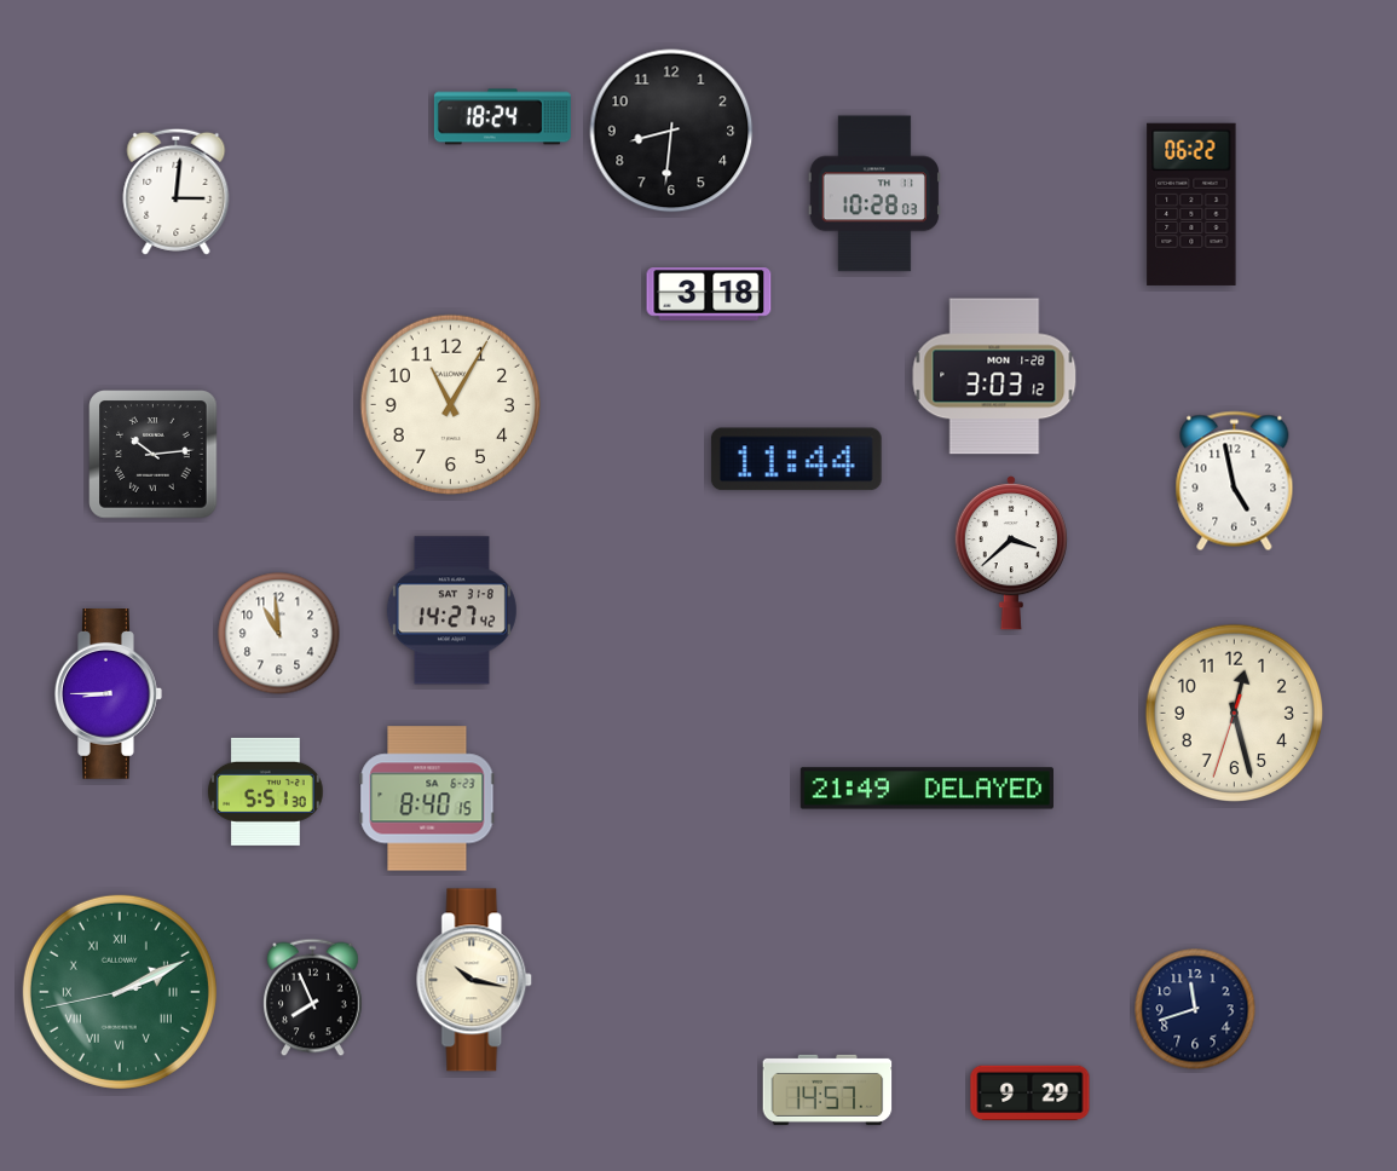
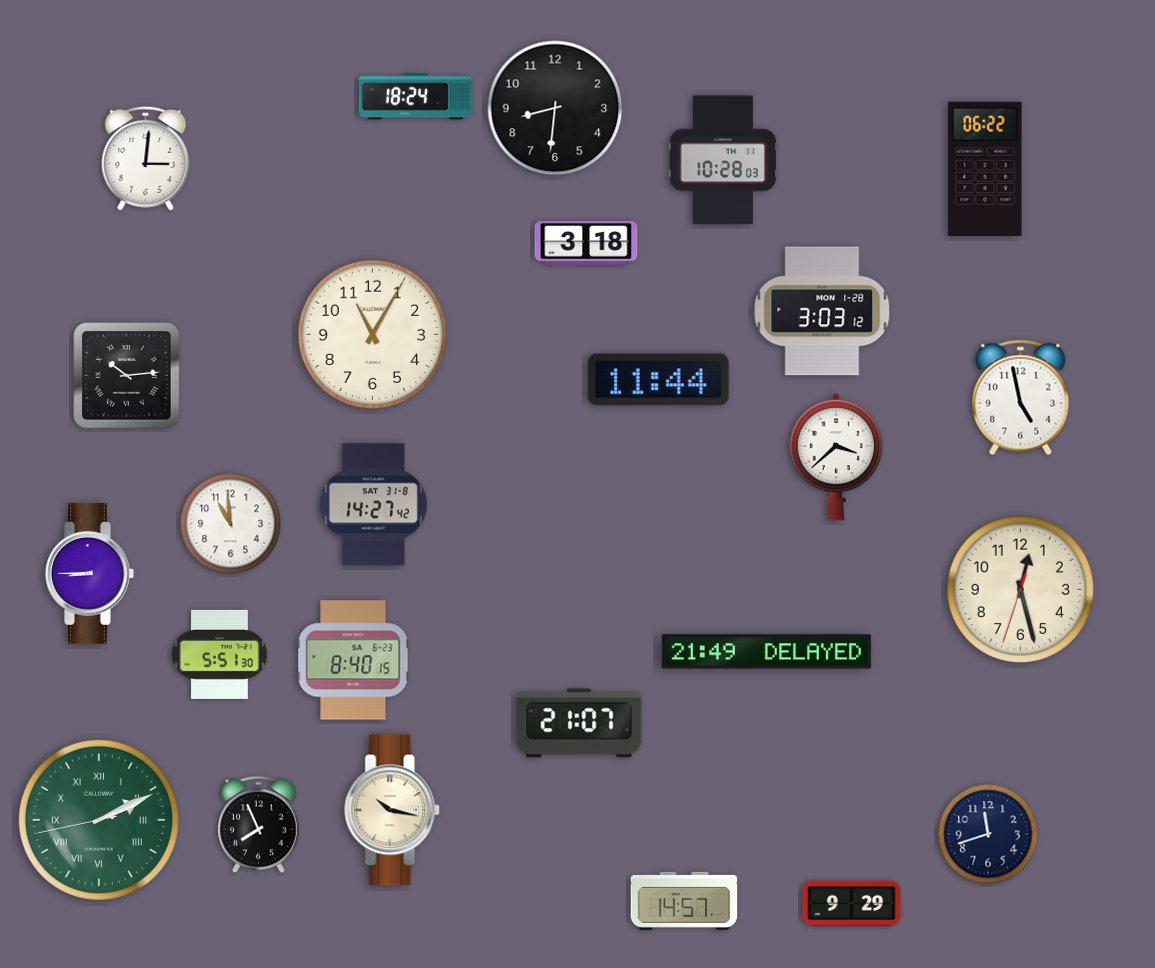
clock at (579, 723): none -> 21:07
